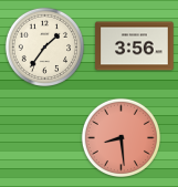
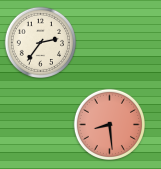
clock at (44, 46): 1:36 -> 2:36
clock at (135, 46): 3:56 -> none
